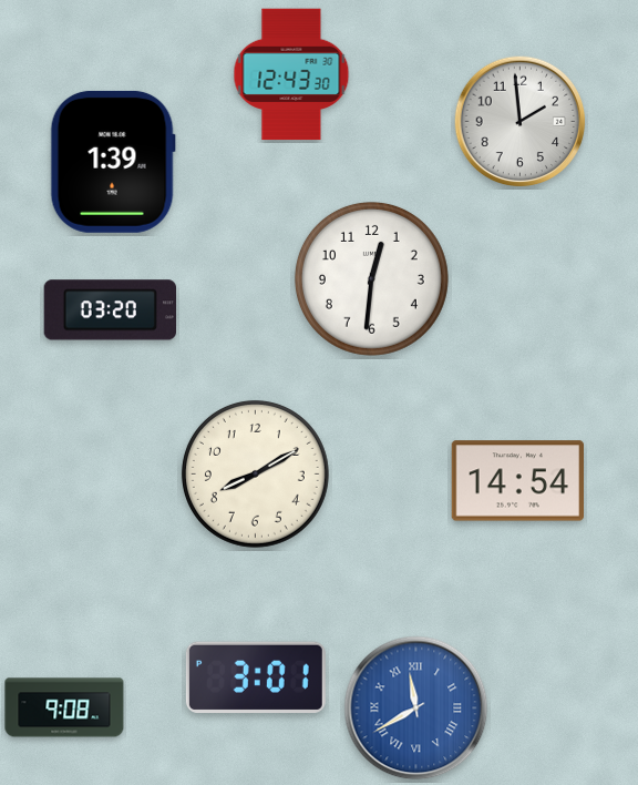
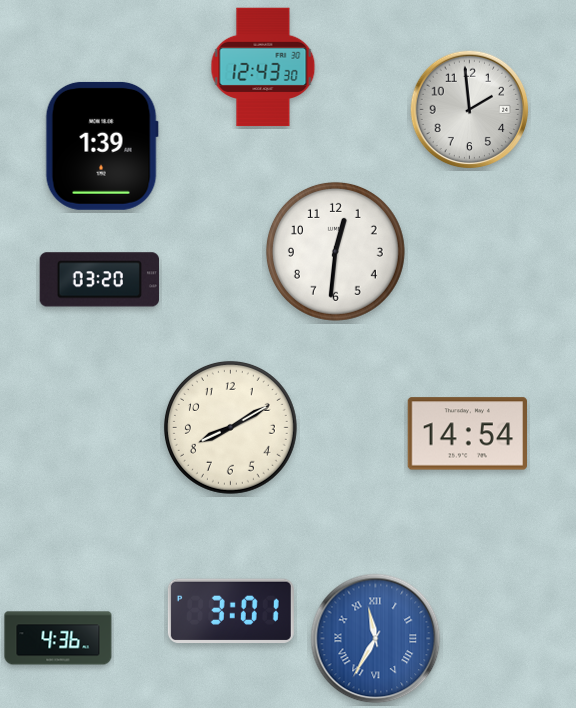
clock at (64, 707): 9:08 -> 4:36
clock at (416, 708): 11:40 -> 11:35
